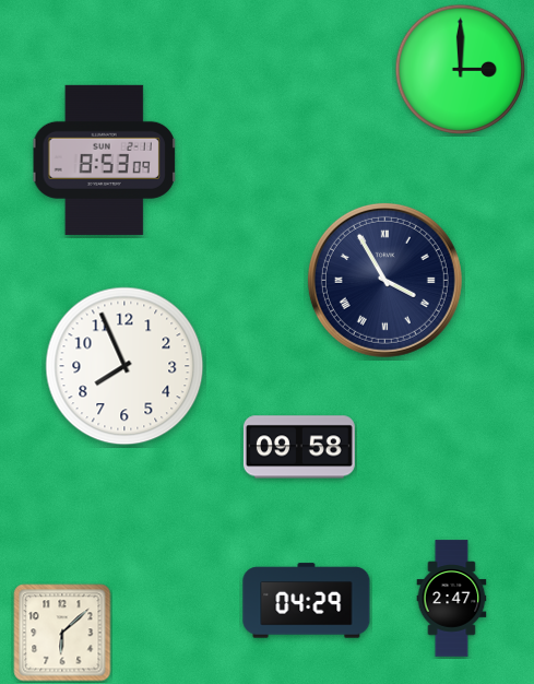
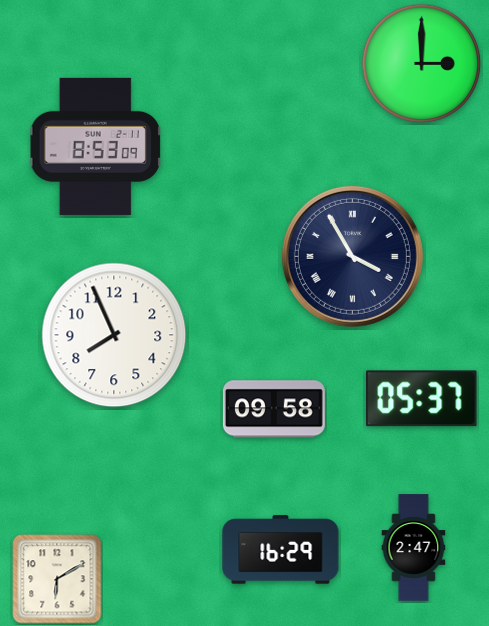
clock at (422, 399): none -> 05:37
clock at (307, 601): 04:29 -> 16:29
clock at (62, 633): 6:08 -> 6:10
